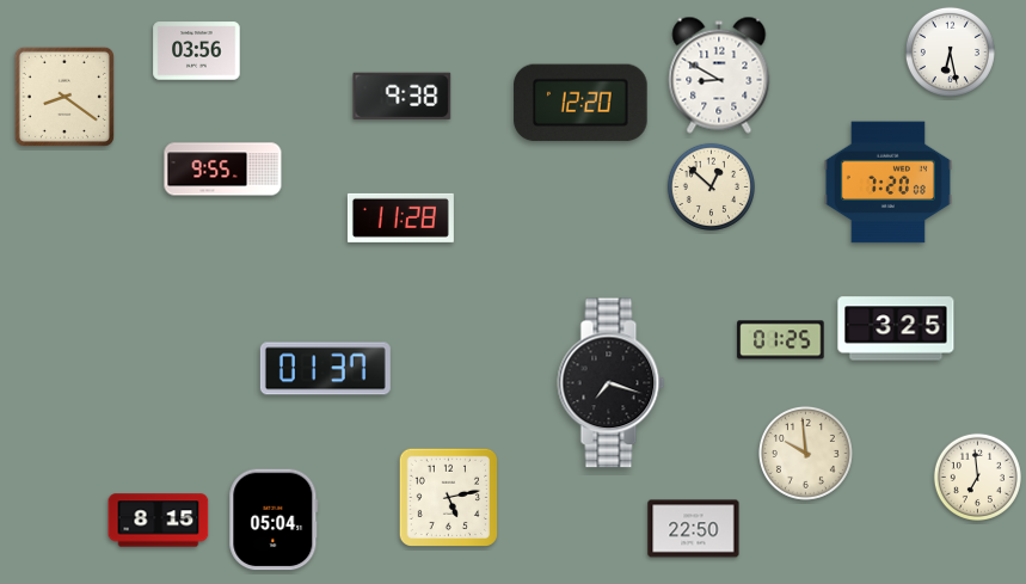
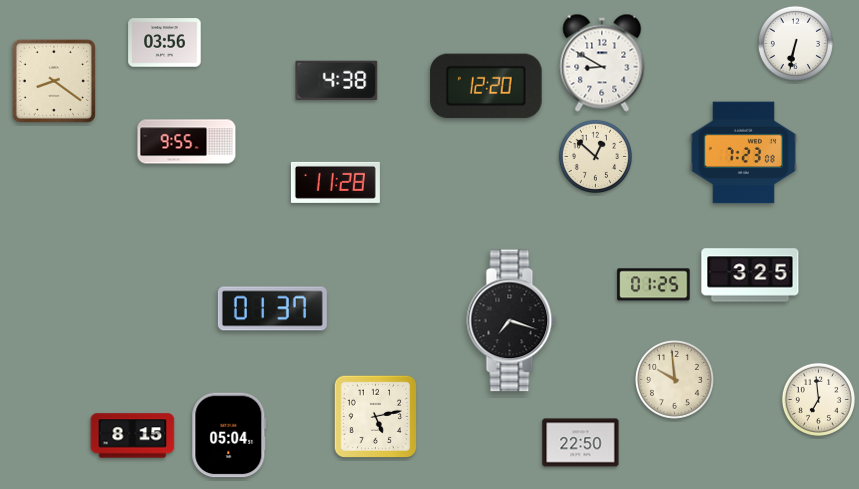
clock at (950, 51): 6:28 -> 6:32
clock at (403, 96): 9:38 -> 4:38
clock at (887, 183): 7:20 -> 7:23
